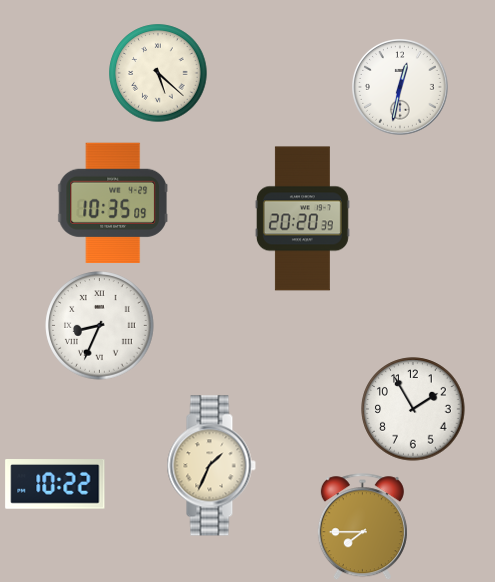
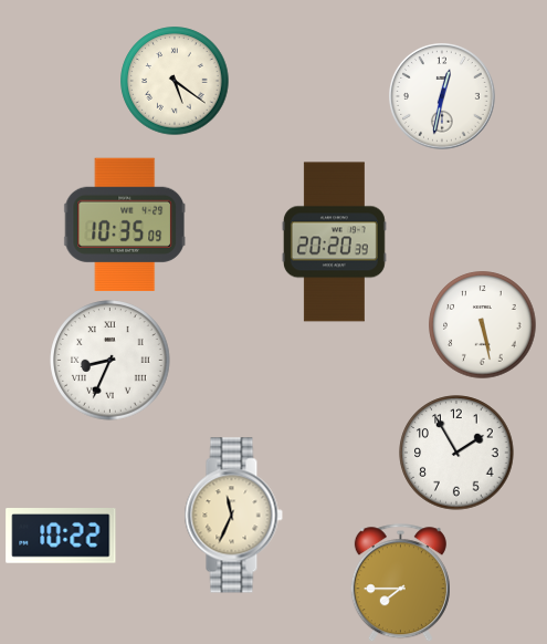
clock at (158, 73): 5:22 -> 5:21
clock at (483, 325): none -> 5:28
clock at (211, 466): 1:34 -> 11:34
